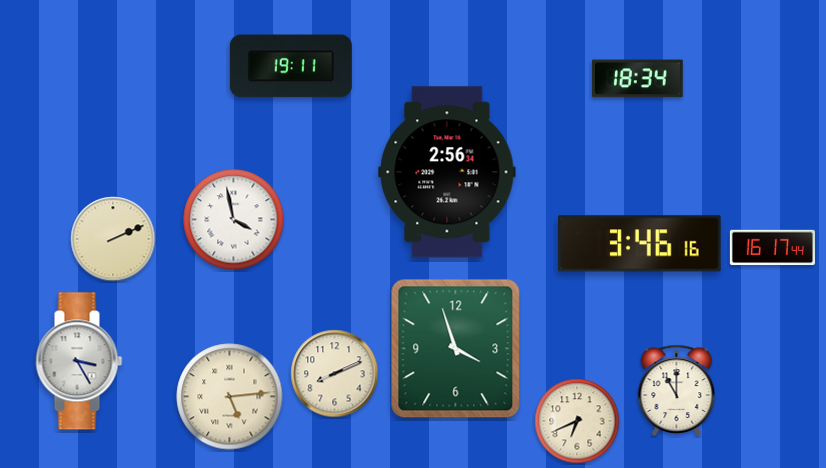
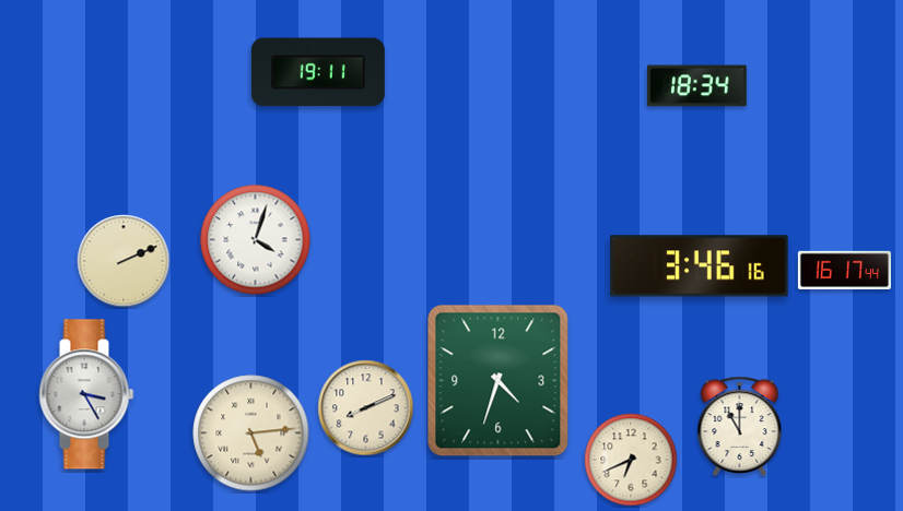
clock at (447, 172): 2:56 -> none
clock at (234, 220): 3:58 -> 4:03
clock at (456, 349): 3:57 -> 4:33
